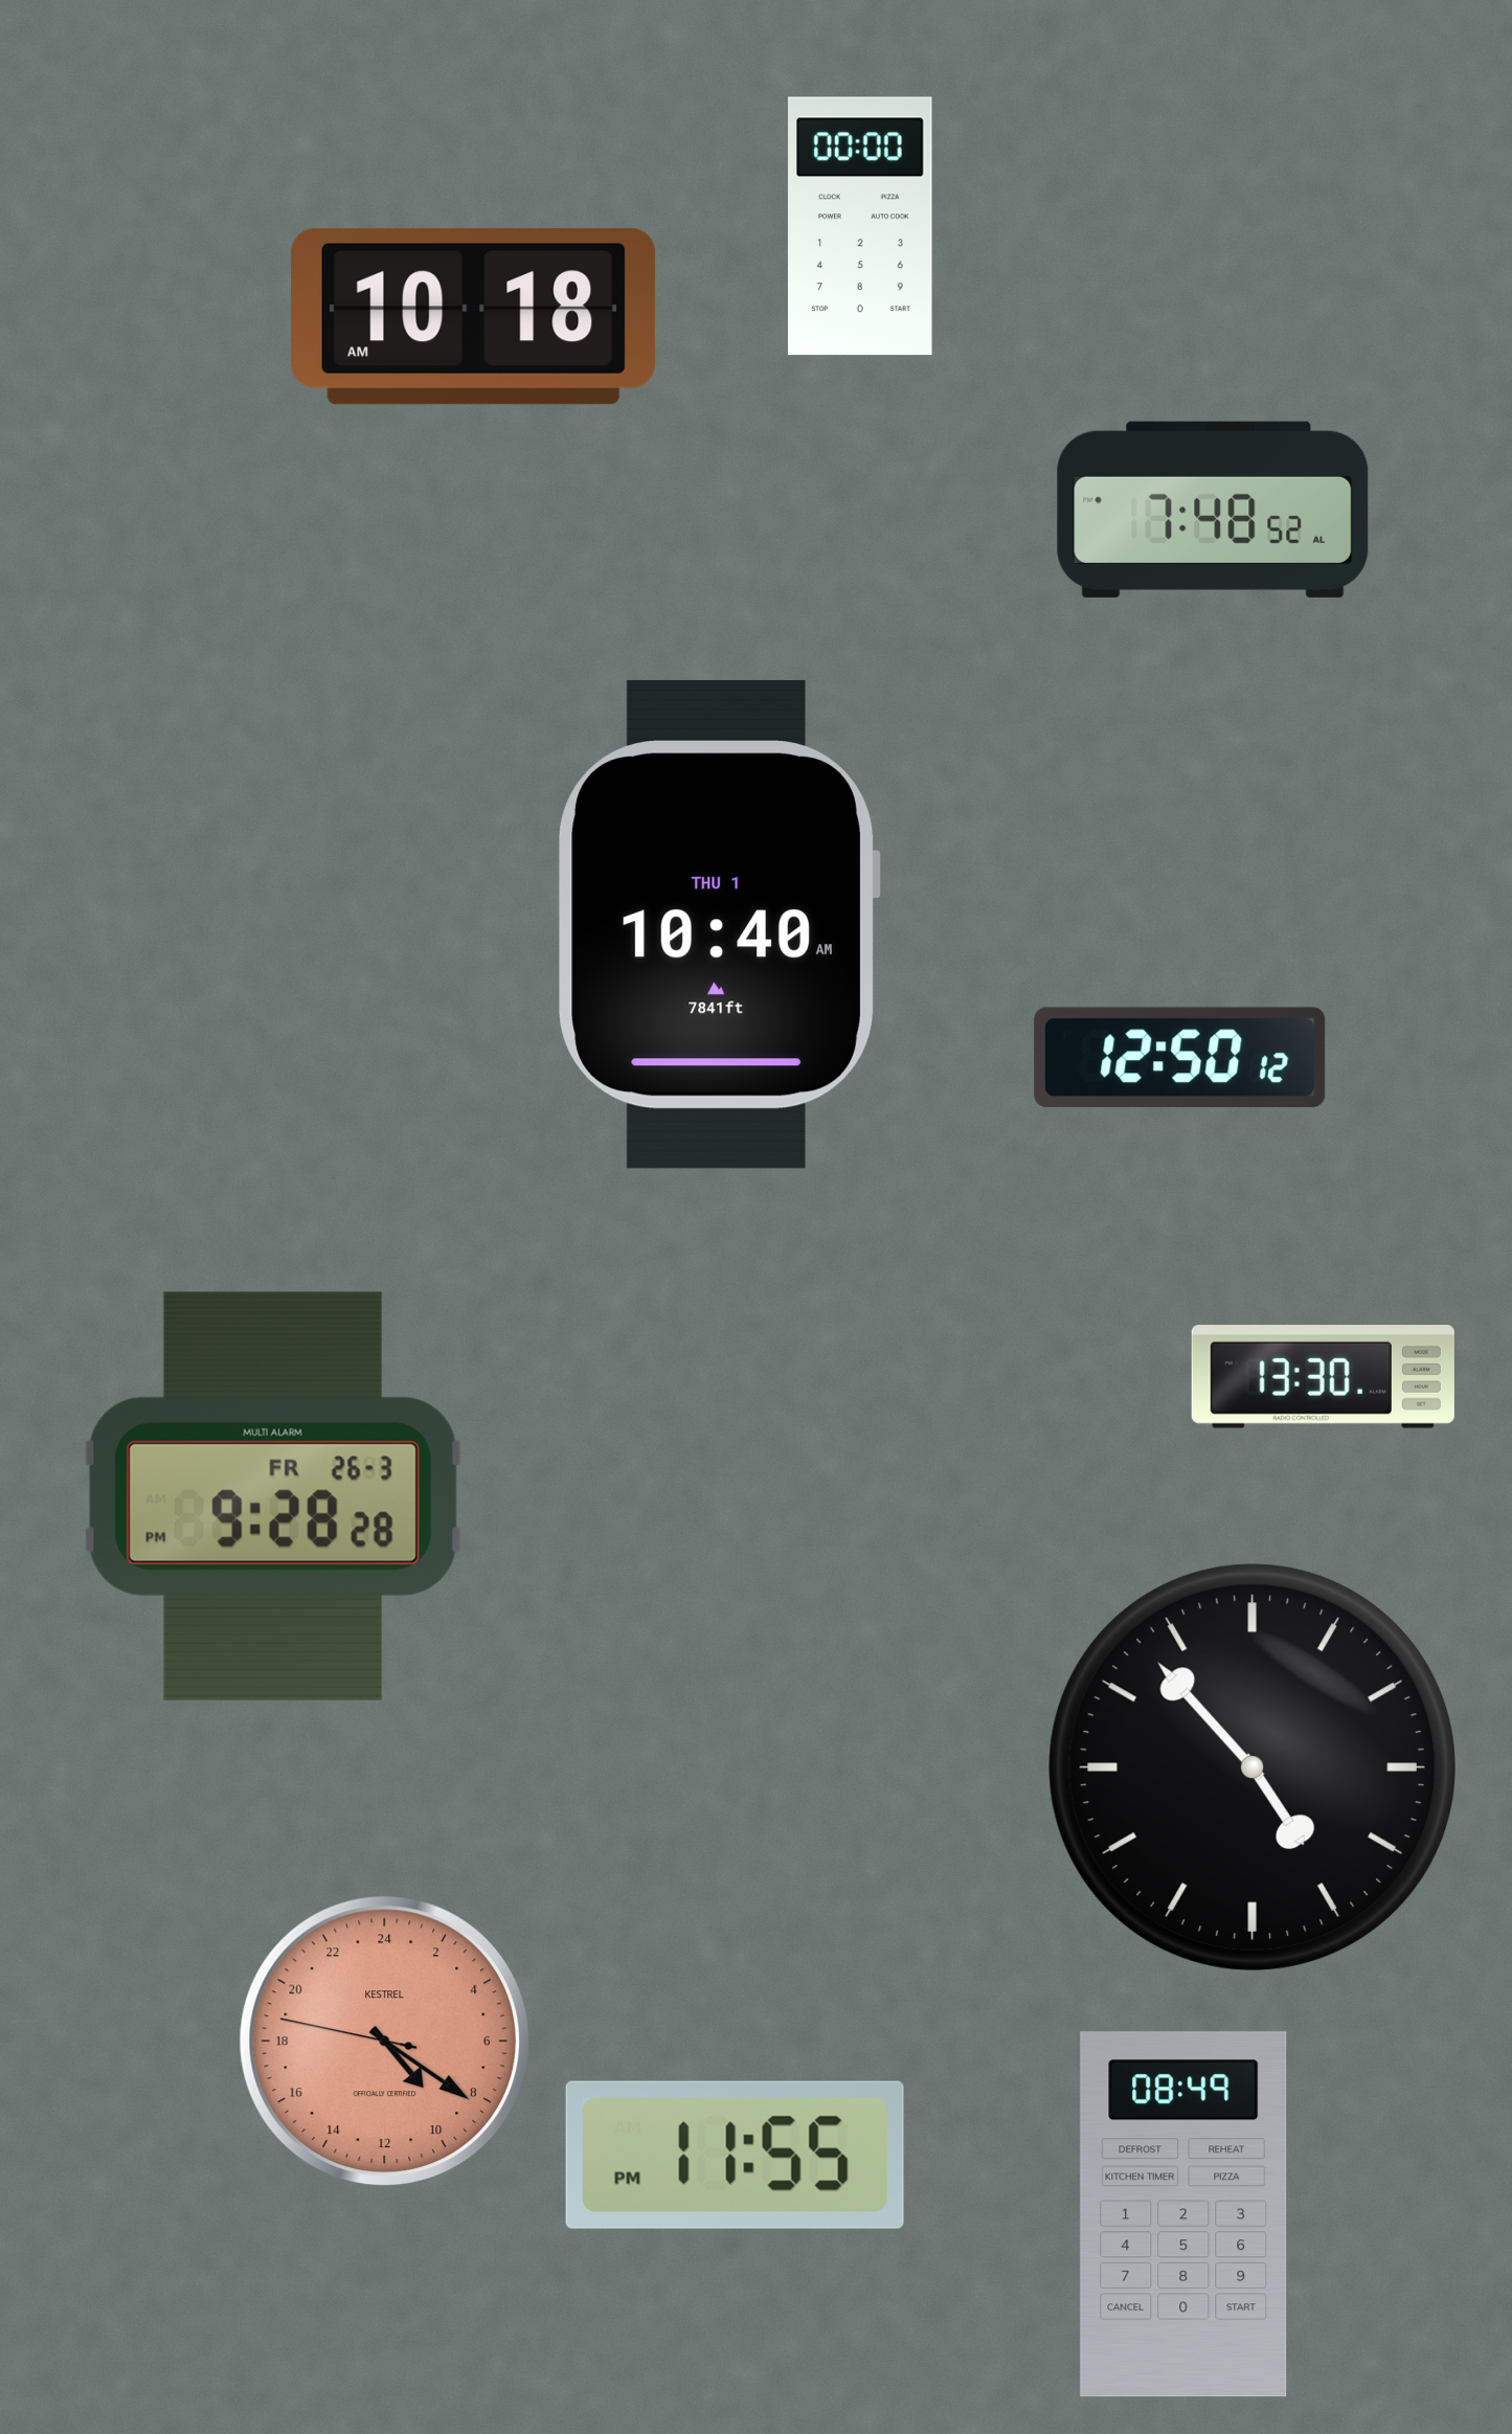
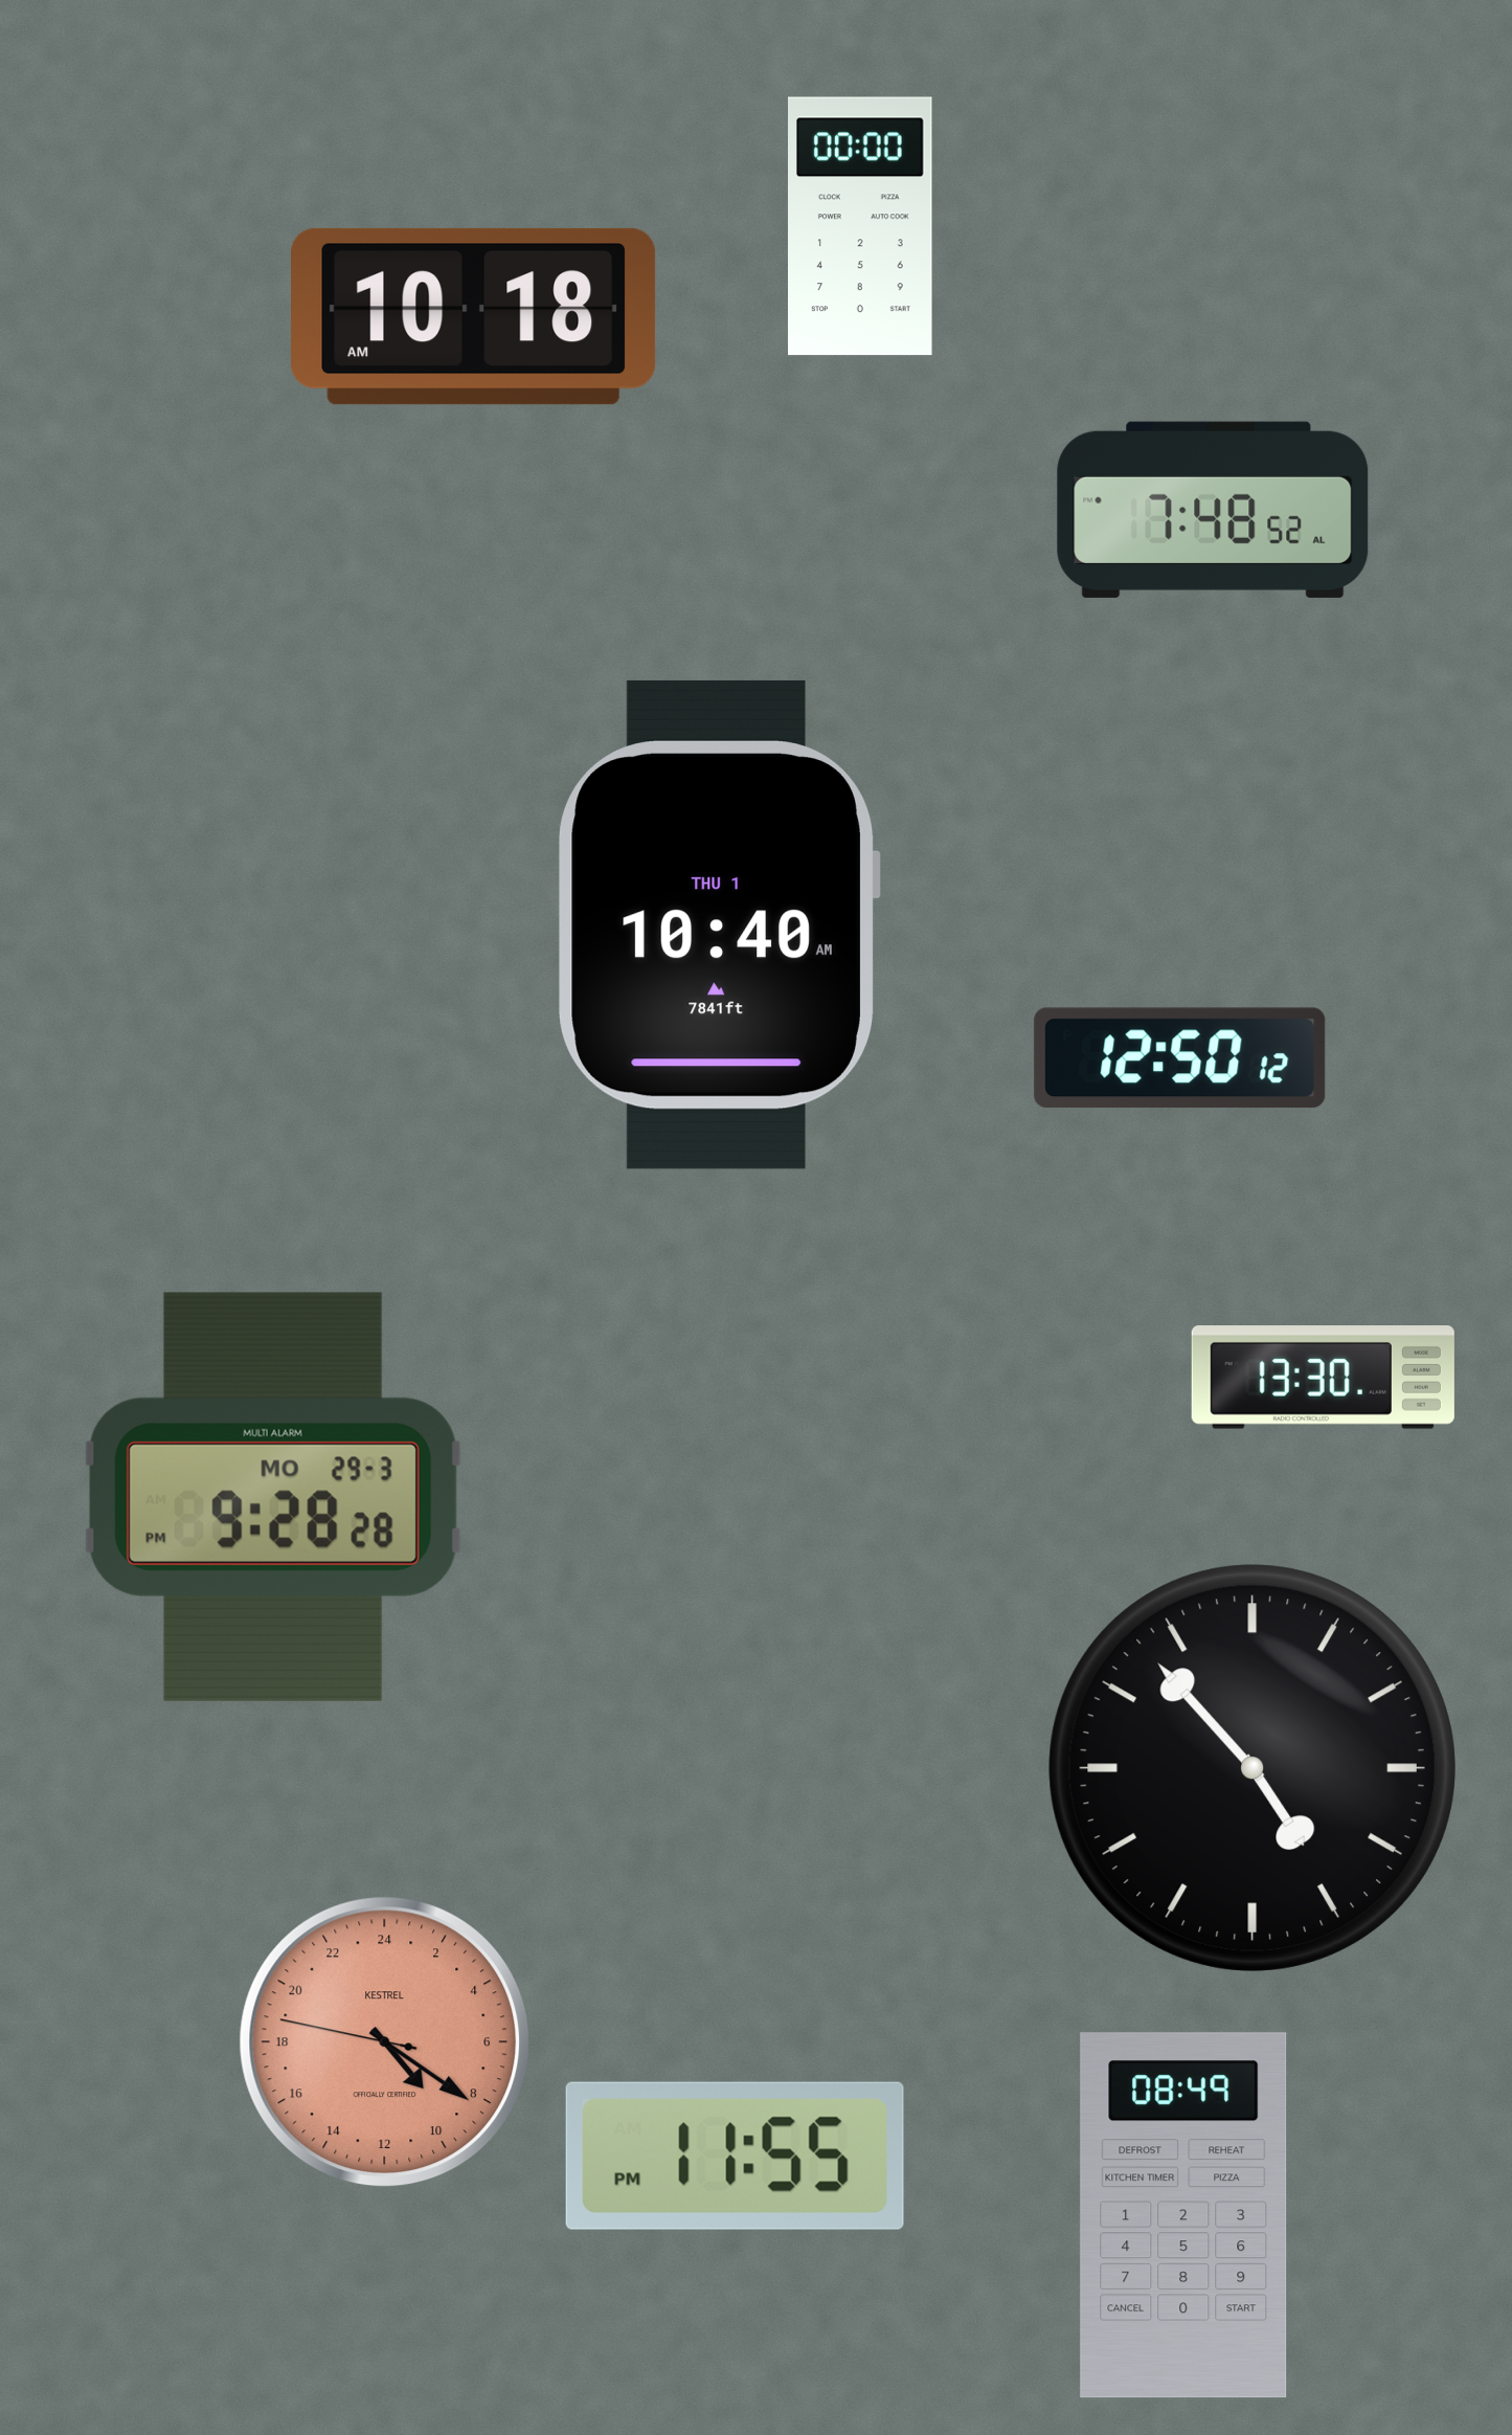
clock at (273, 1496) date: FR 26-3 -> MO 29-3
